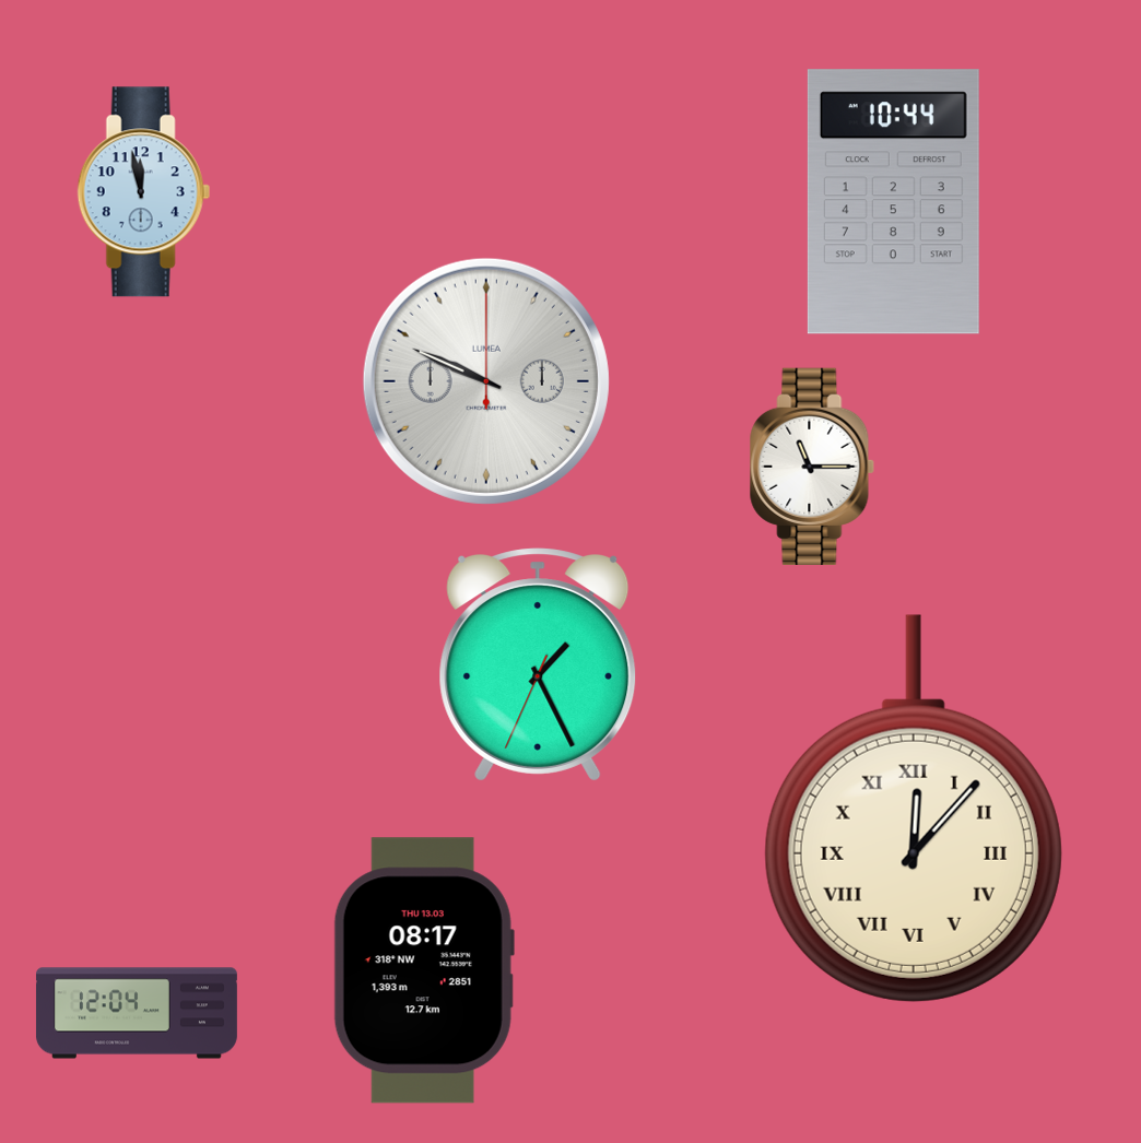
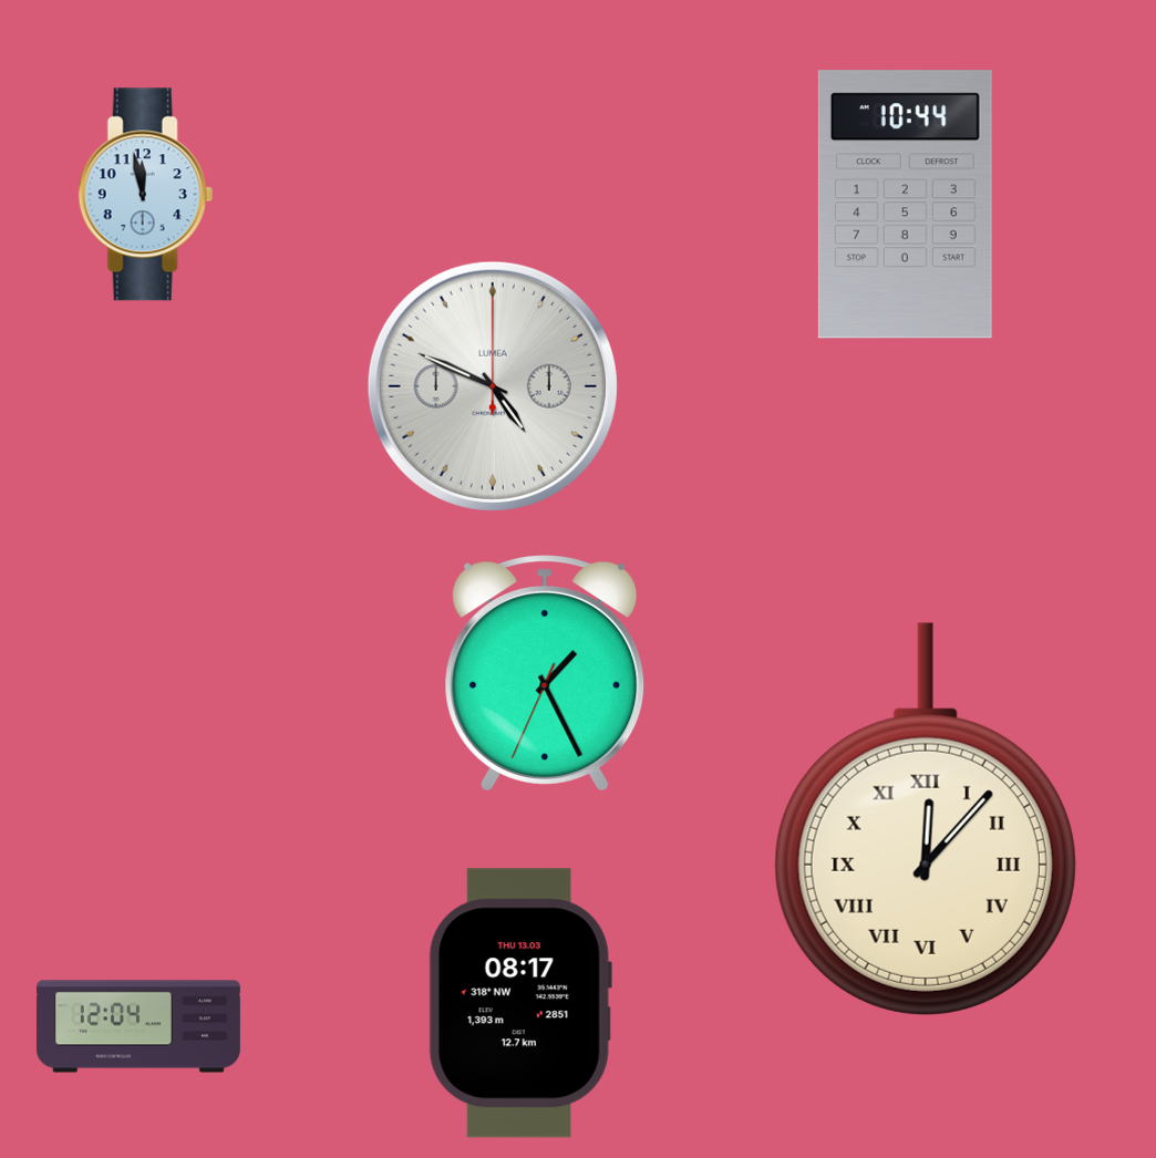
clock at (486, 381): 9:49 -> 4:49
clock at (812, 467): 11:15 -> none
clock at (424, 970) position: (424, 970) -> (520, 1003)
